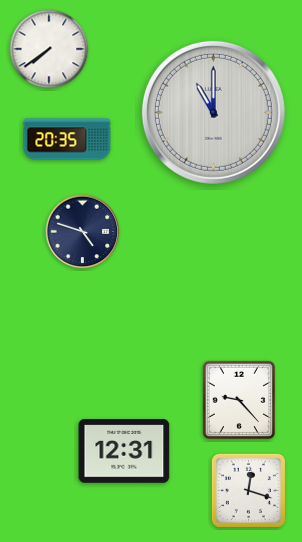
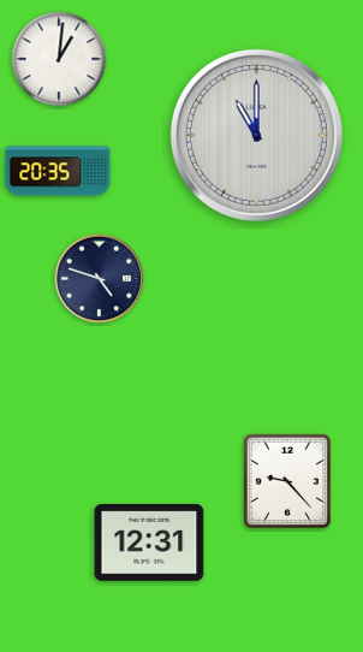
clock at (49, 49): 7:39 -> 1:01
clock at (67, 139) position: (67, 139) -> (58, 171)
clock at (248, 490): 12:18 -> none
